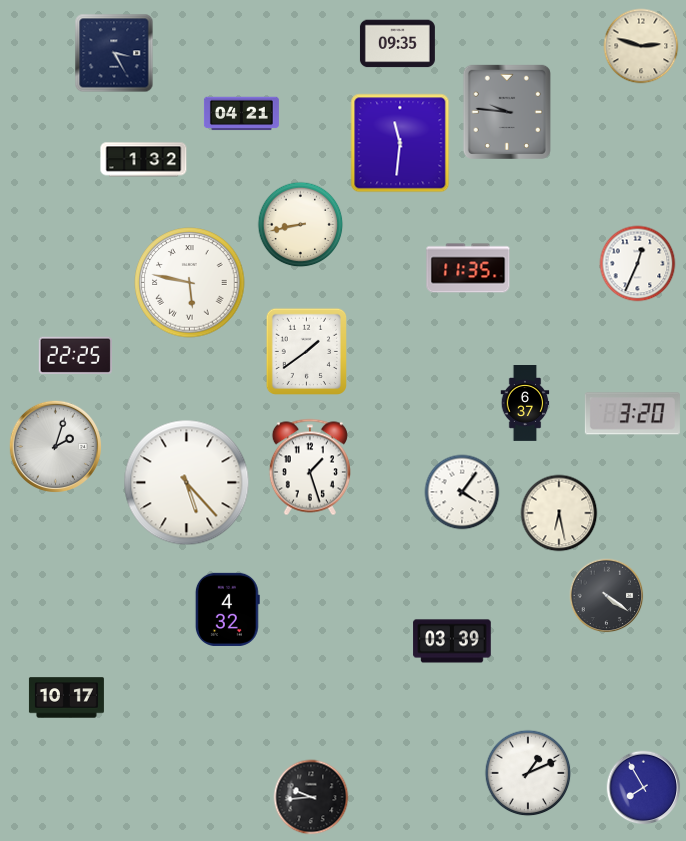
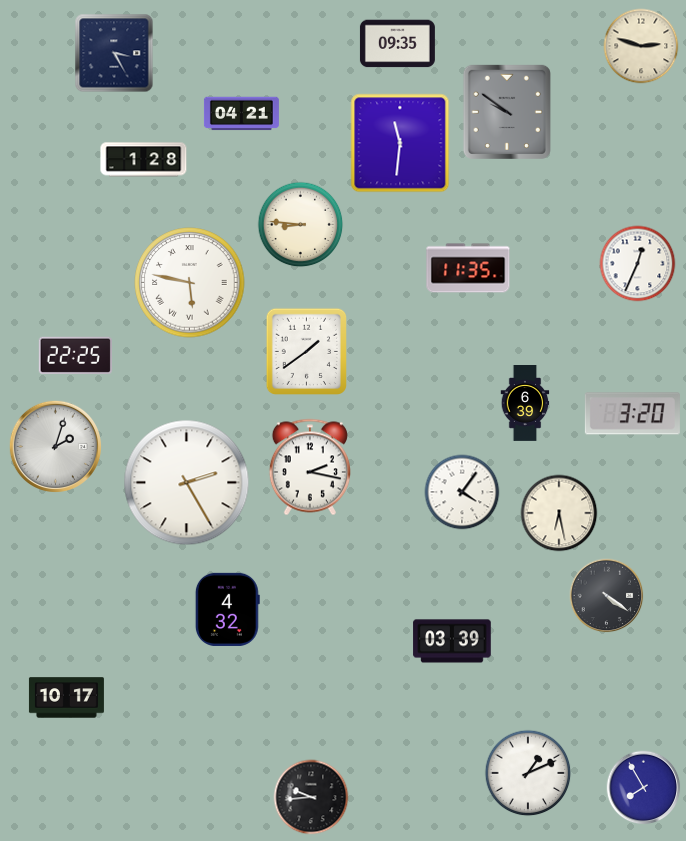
clock at (507, 112): 9:46 -> 9:51
clock at (144, 160): 1:32 -> 1:28
clock at (301, 225): 8:43 -> 8:46
clock at (525, 404): 6:37 -> 6:39
clock at (310, 467): 1:27 -> 2:17
clock at (187, 483): 5:23 -> 2:25
